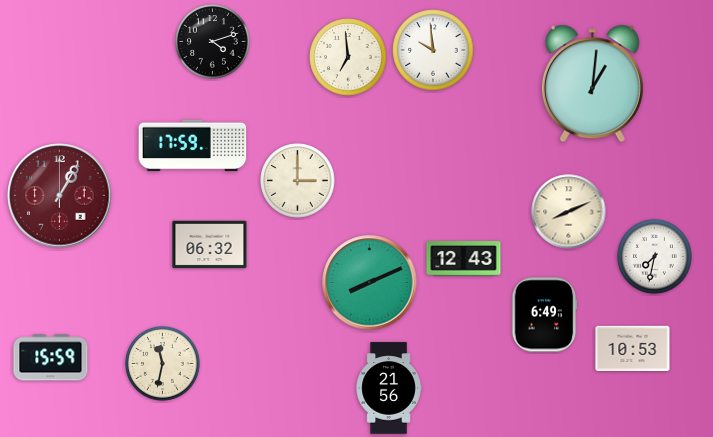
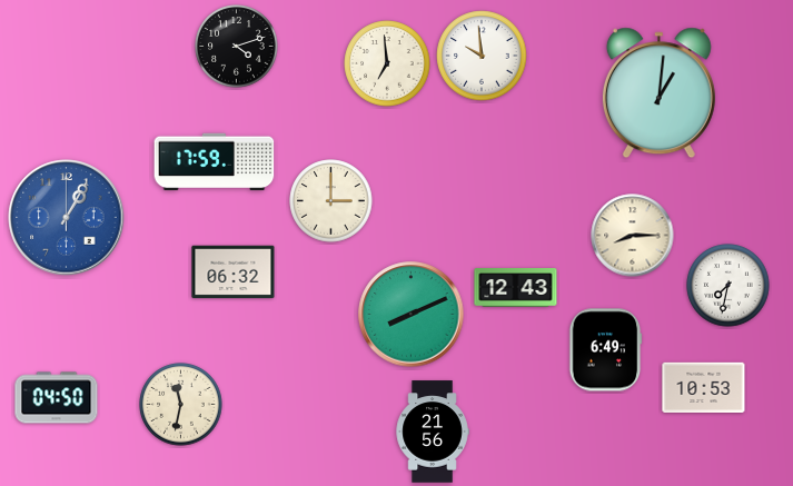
clock at (60, 196) dial: burgundy -> blue
clock at (569, 212): 8:11 -> 8:15
clock at (51, 358): 15:59 -> 04:50
